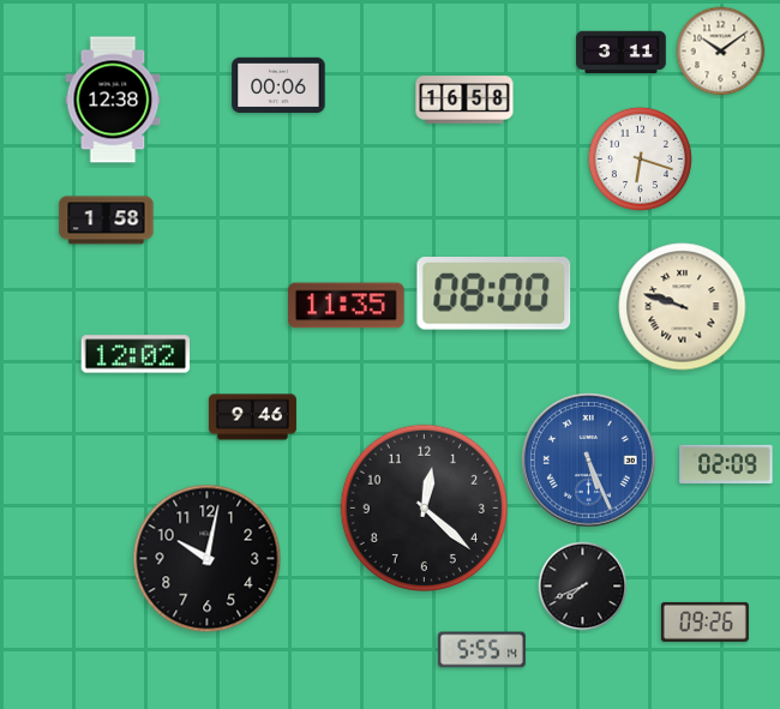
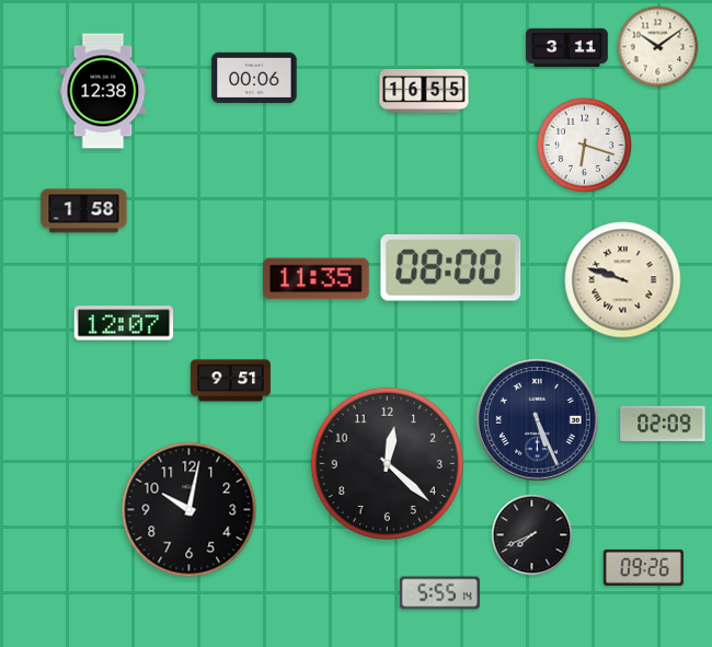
clock at (464, 100): 16:58 -> 16:55
clock at (107, 221) position: (107, 221) -> (84, 211)
clock at (136, 354): 12:02 -> 12:07
clock at (252, 417): 9:46 -> 9:51
clock at (589, 461) dial: blue -> navy
